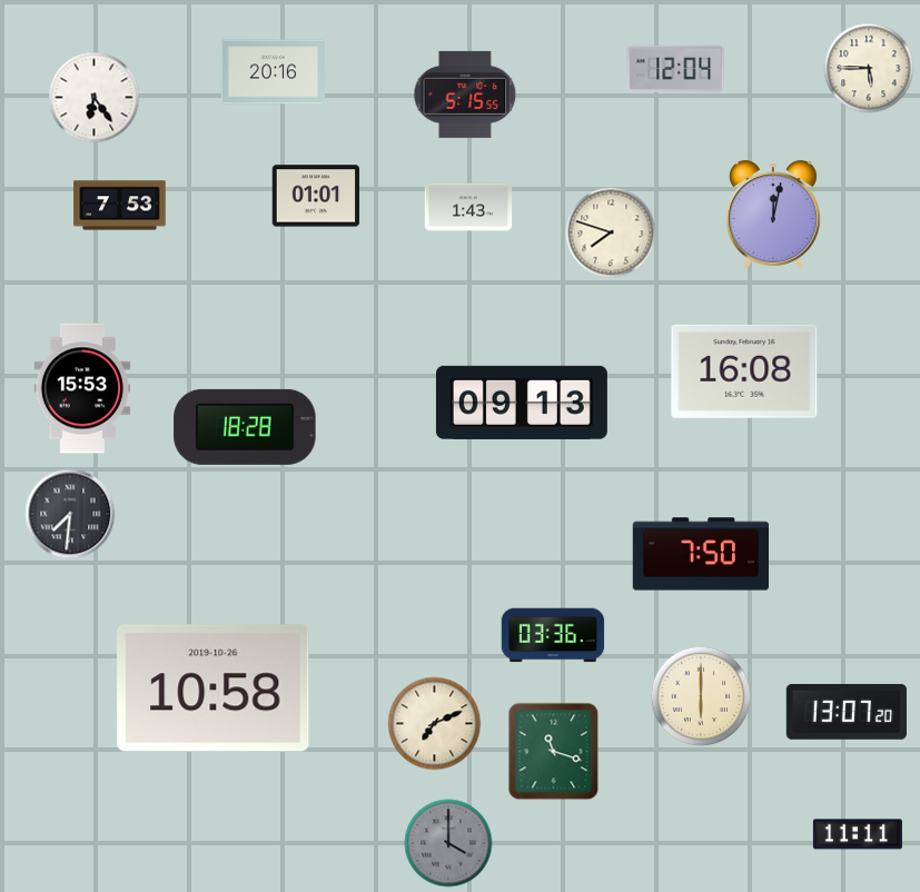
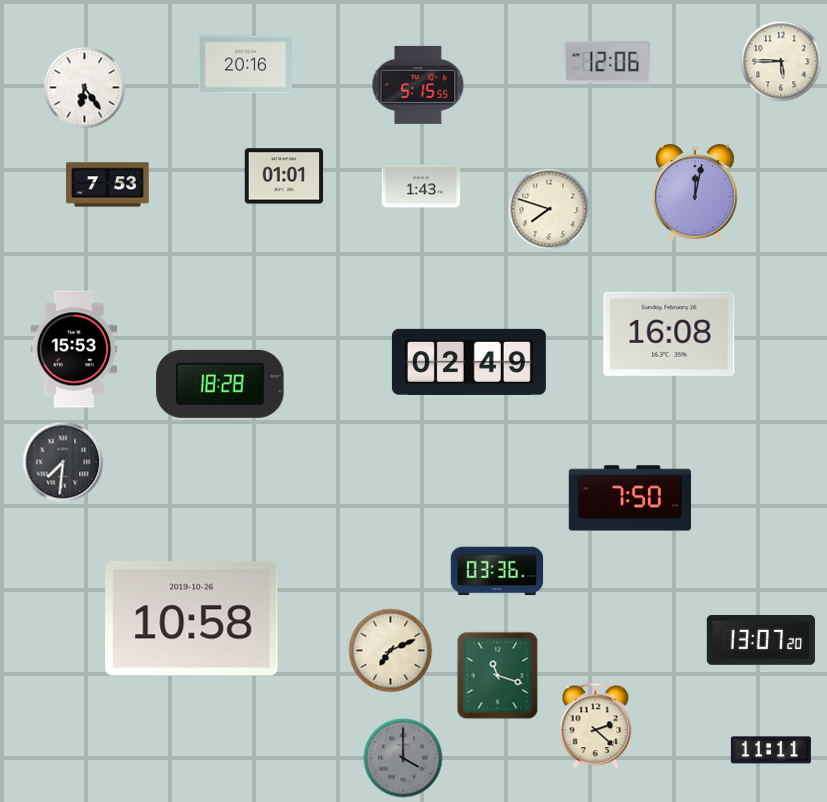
clock at (675, 69): 12:04 -> 12:06
clock at (522, 403): 09:13 -> 02:49
clock at (701, 696): 6:00 -> none
clock at (596, 726): none -> 2:22
